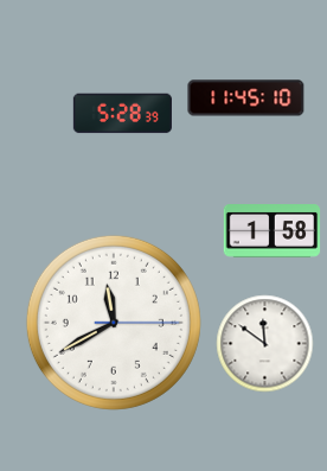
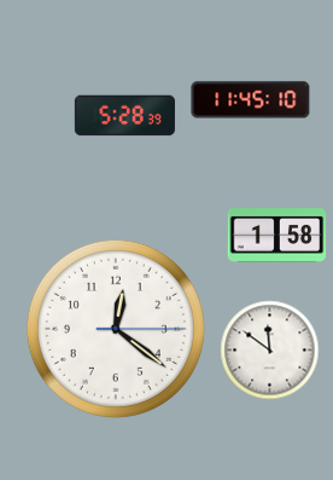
clock at (114, 323): 11:40 -> 12:21
